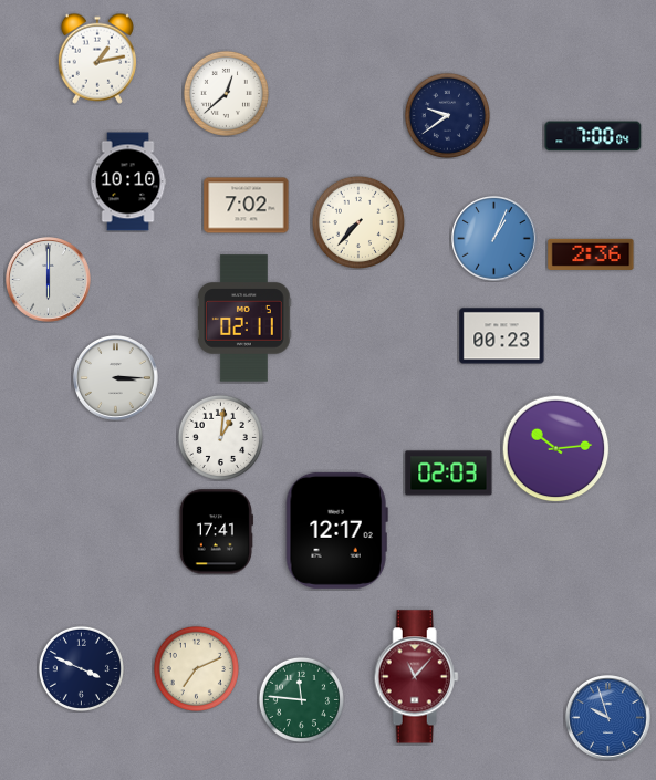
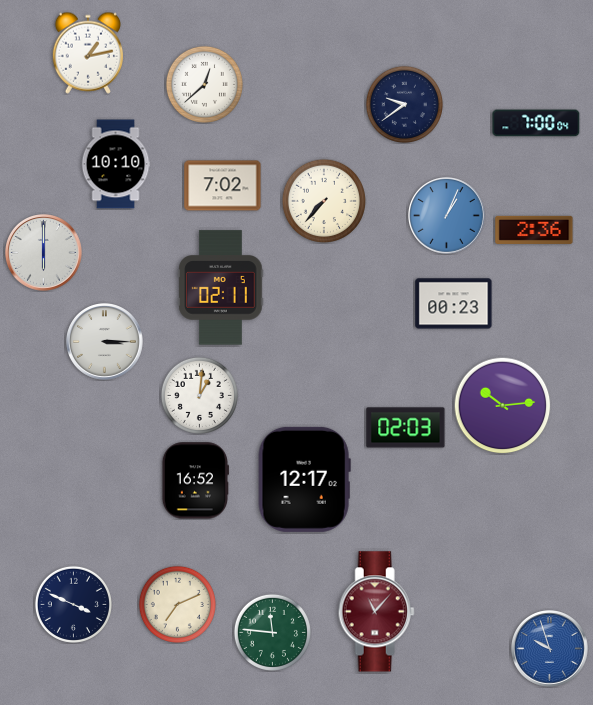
clock at (216, 532): 17:41 -> 16:52
